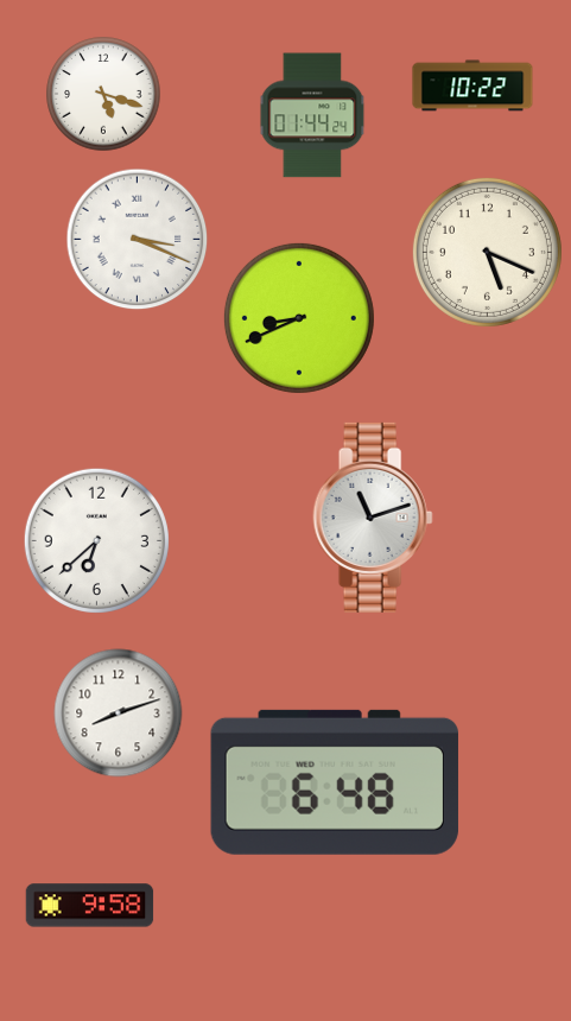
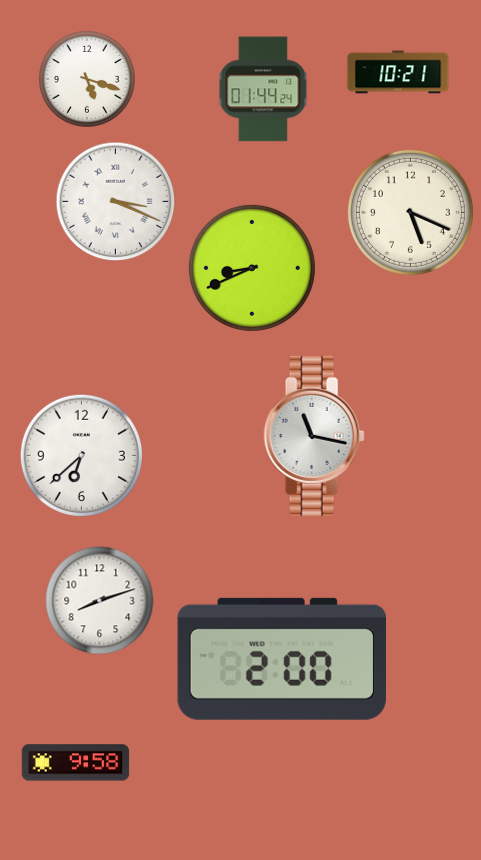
clock at (472, 85): 10:22 -> 10:21
clock at (312, 115) position: (312, 115) -> (263, 89)
clock at (373, 518): 11:12 -> 11:17
clock at (335, 782): 6:48 -> 2:00
